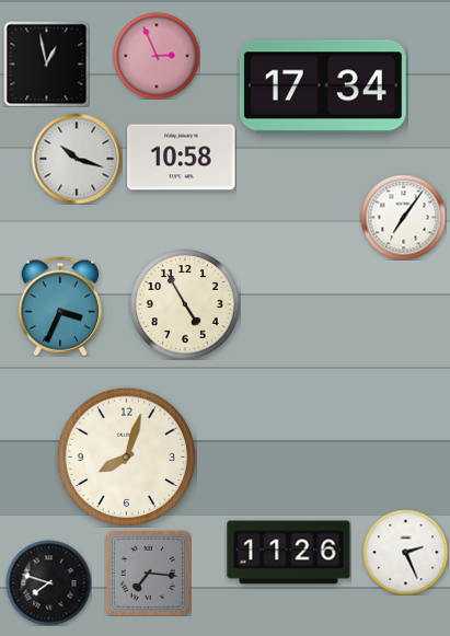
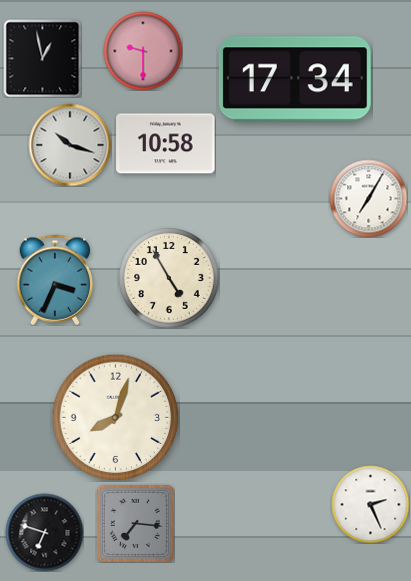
clock at (157, 56): 2:56 -> 9:30
clock at (403, 217): 7:06 -> 7:05
clock at (289, 553): 11:26 -> none
clock at (48, 582): 7:48 -> 6:48
